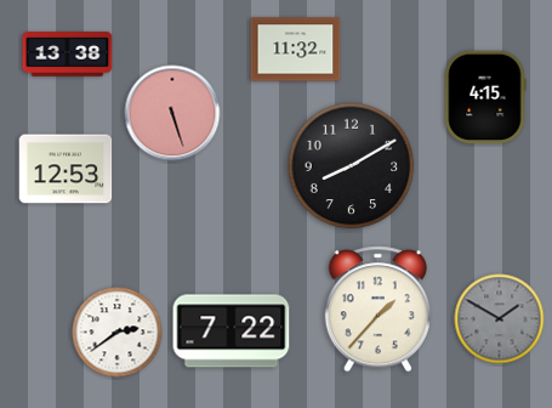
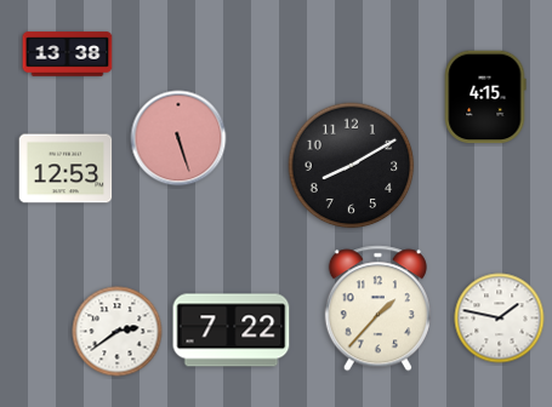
clock at (296, 50): 11:32 -> none
clock at (172, 113) position: (172, 113) -> (178, 138)
clock at (500, 319): 1:50 -> 1:47
clock at (500, 319) dial: grey -> white
